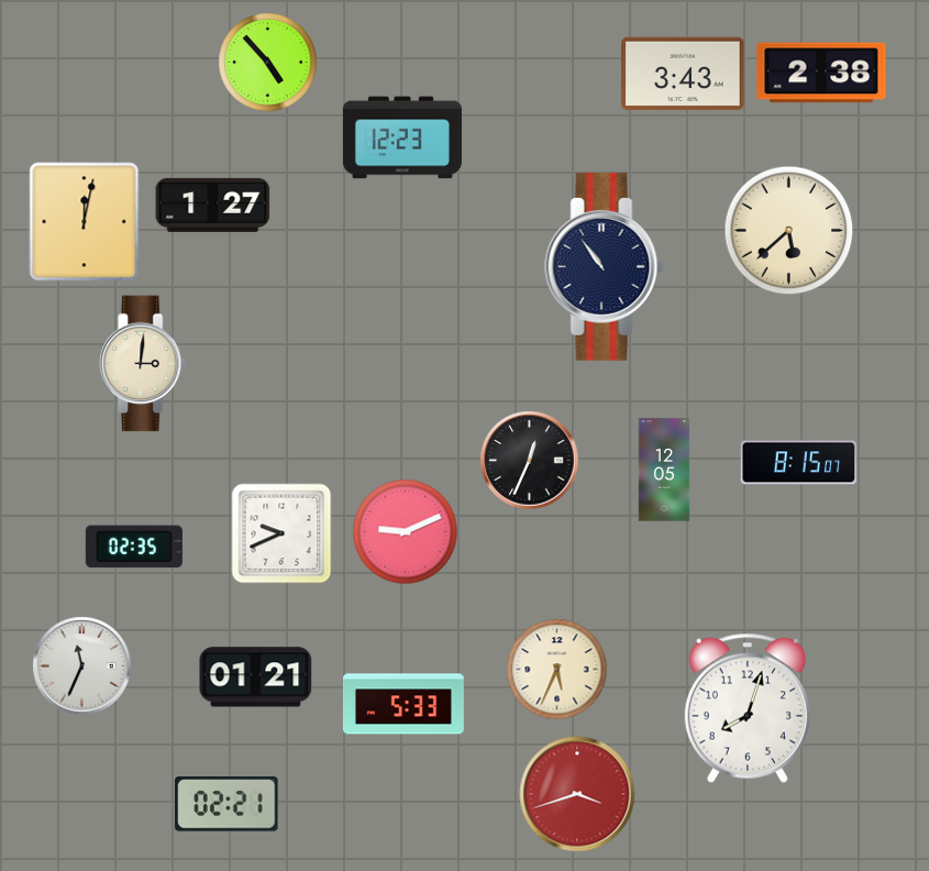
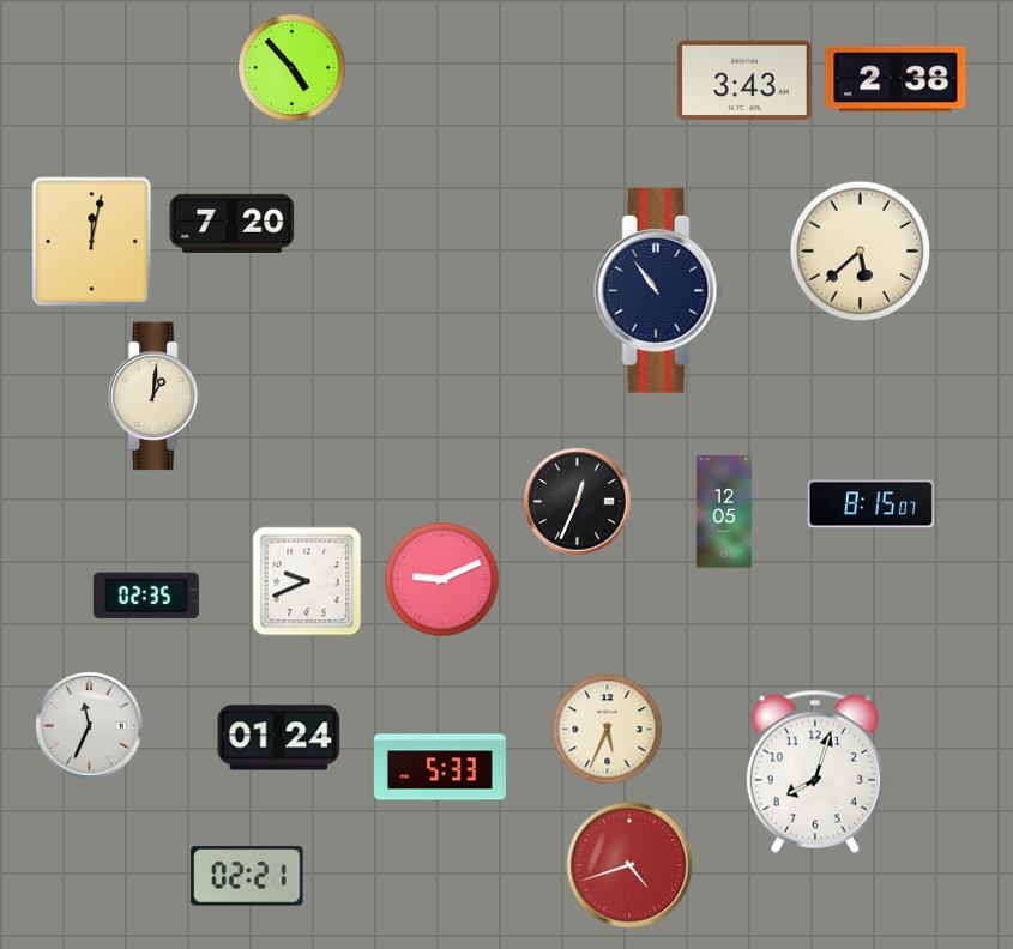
clock at (402, 137): 12:23 -> none
clock at (213, 205): 1:27 -> 7:20
clock at (143, 364): 3:01 -> 1:01
clock at (256, 677): 01:21 -> 01:24
clock at (577, 794): 3:42 -> 4:42
